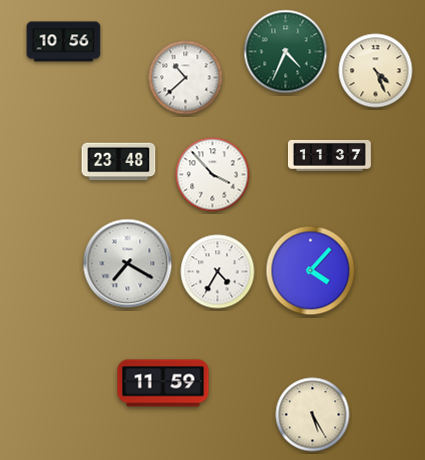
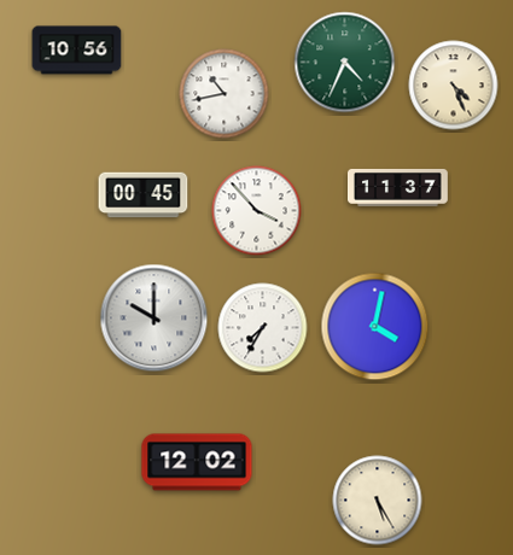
clock at (186, 78): 10:38 -> 10:43
clock at (119, 162): 23:48 -> 00:45
clock at (128, 264): 7:20 -> 10:00
clock at (311, 271): 4:07 -> 4:02
clock at (218, 272): 4:35 -> 7:35
clock at (163, 383): 11:59 -> 12:02
